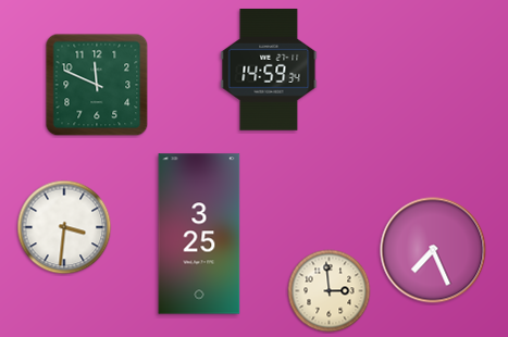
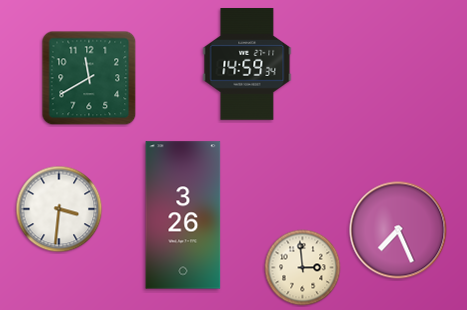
clock at (97, 85): 11:49 -> 11:40
clock at (199, 234): 3:25 -> 3:26
